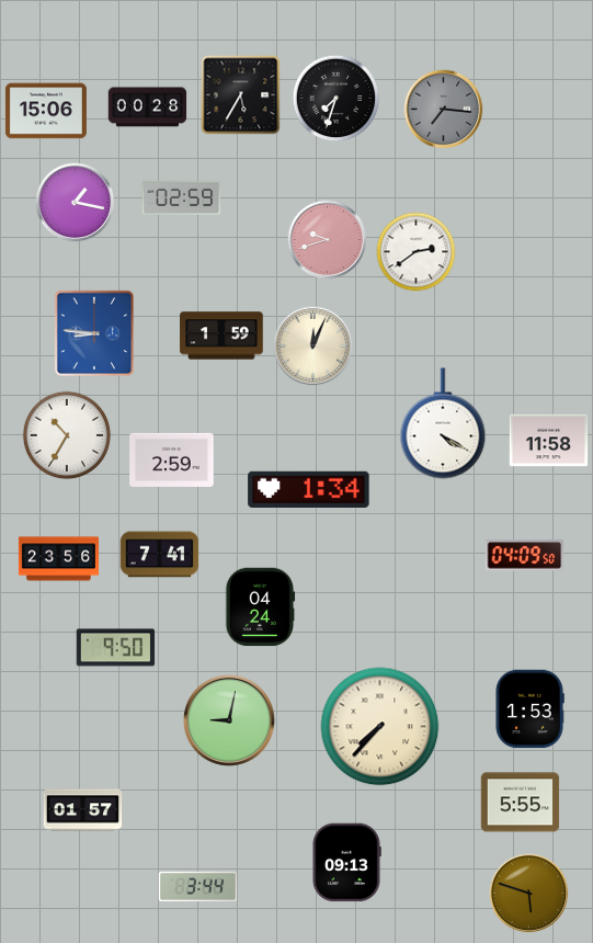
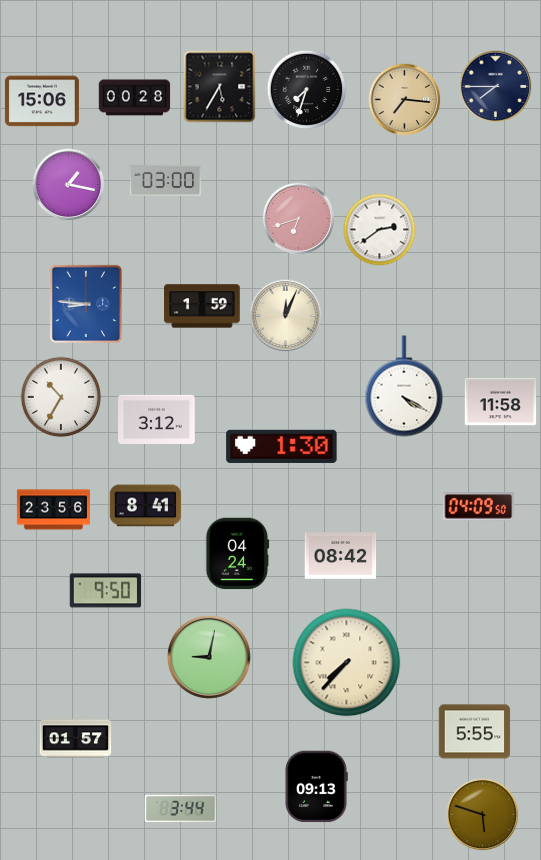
clock at (496, 87): none -> 7:45
clock at (444, 110) dial: grey -> champagne
clock at (182, 197): 02:59 -> 03:00
clock at (328, 240): 9:42 -> 6:42
clock at (172, 459): 2:59 -> 3:12
clock at (309, 489): 1:34 -> 1:30
clock at (160, 555): 7:41 -> 8:41
clock at (341, 556): none -> 08:42
clock at (529, 709): 1:53 -> none
